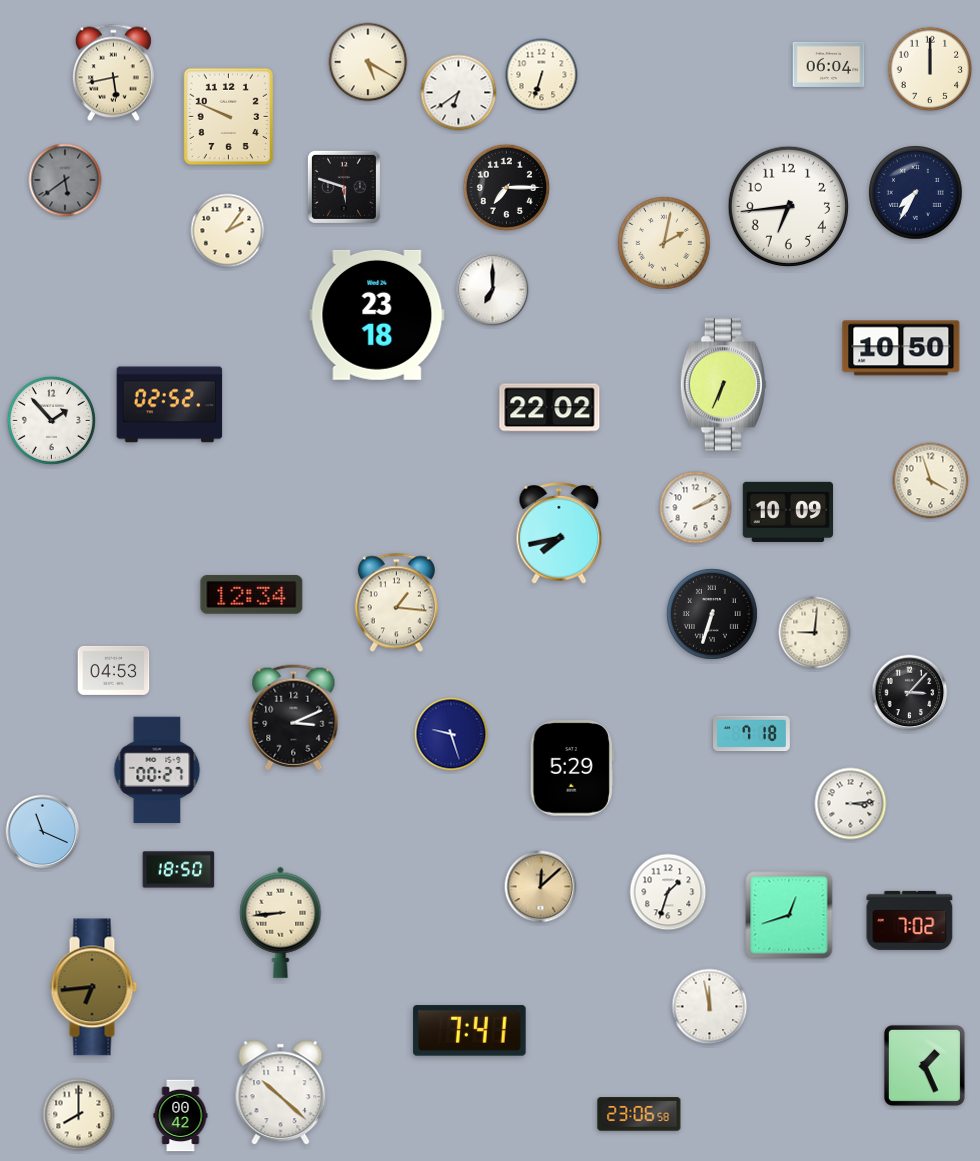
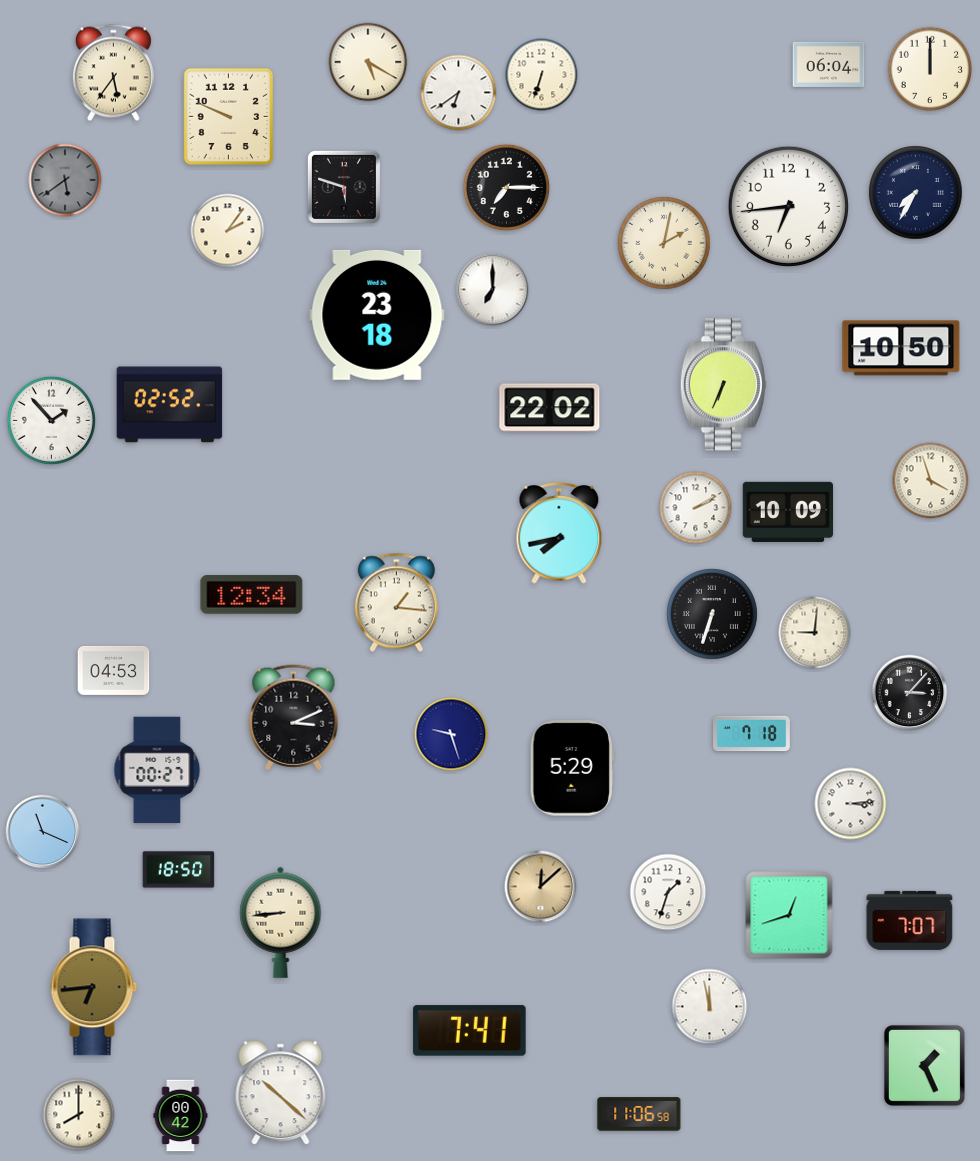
clock at (113, 73): 5:43 -> 5:36
clock at (910, 920): 7:02 -> 7:07
clock at (639, 1114): 23:06 -> 11:06
